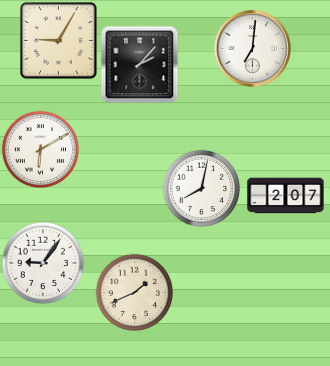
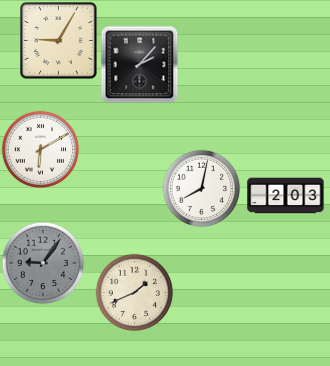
clock at (252, 48): 7:01 -> none
clock at (286, 196): 2:07 -> 2:03
clock at (43, 263) dial: white -> grey
